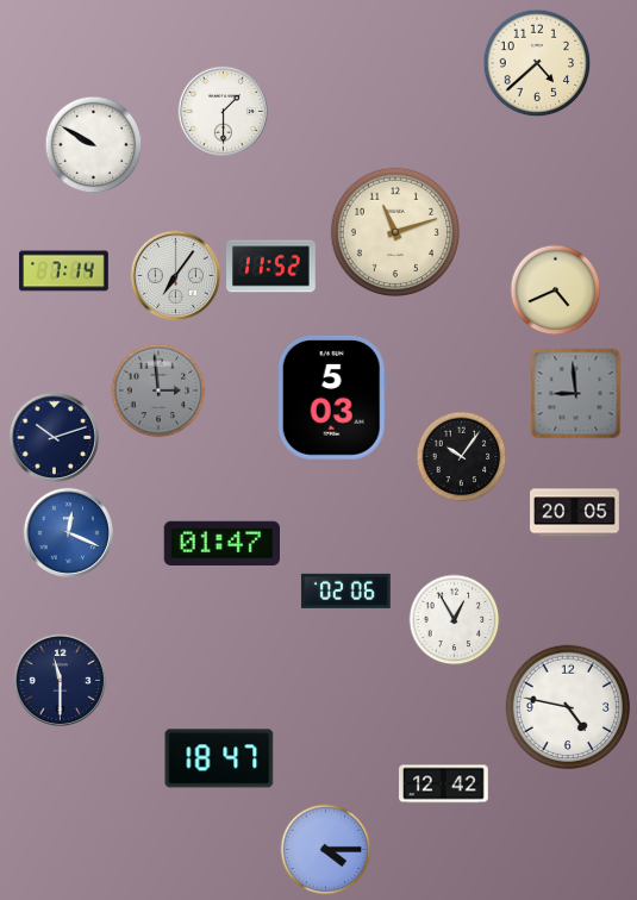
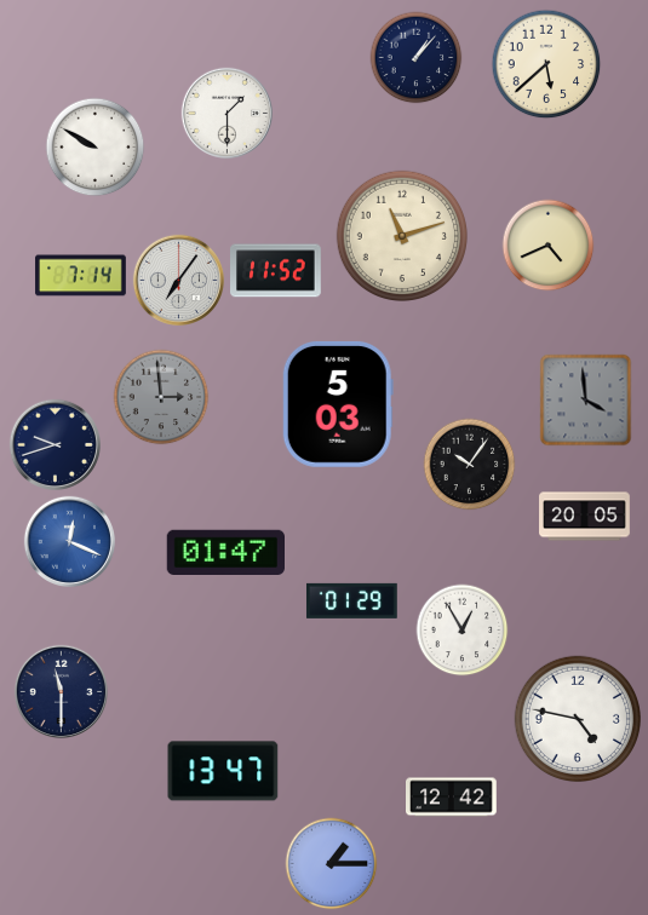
clock at (417, 58): none -> 1:07
clock at (537, 63): 4:38 -> 5:38
clock at (64, 271) position: (64, 271) -> (81, 276)
clock at (556, 290) position: (556, 290) -> (549, 246)
clock at (576, 394): 8:59 -> 3:59
clock at (54, 437): 10:12 -> 9:42
clock at (575, 513) position: (575, 513) -> (585, 517)
clock at (345, 590): 02:06 -> 01:29
clock at (219, 758): 18:47 -> 13:47
clock at (326, 850): 4:15 -> 1:15
